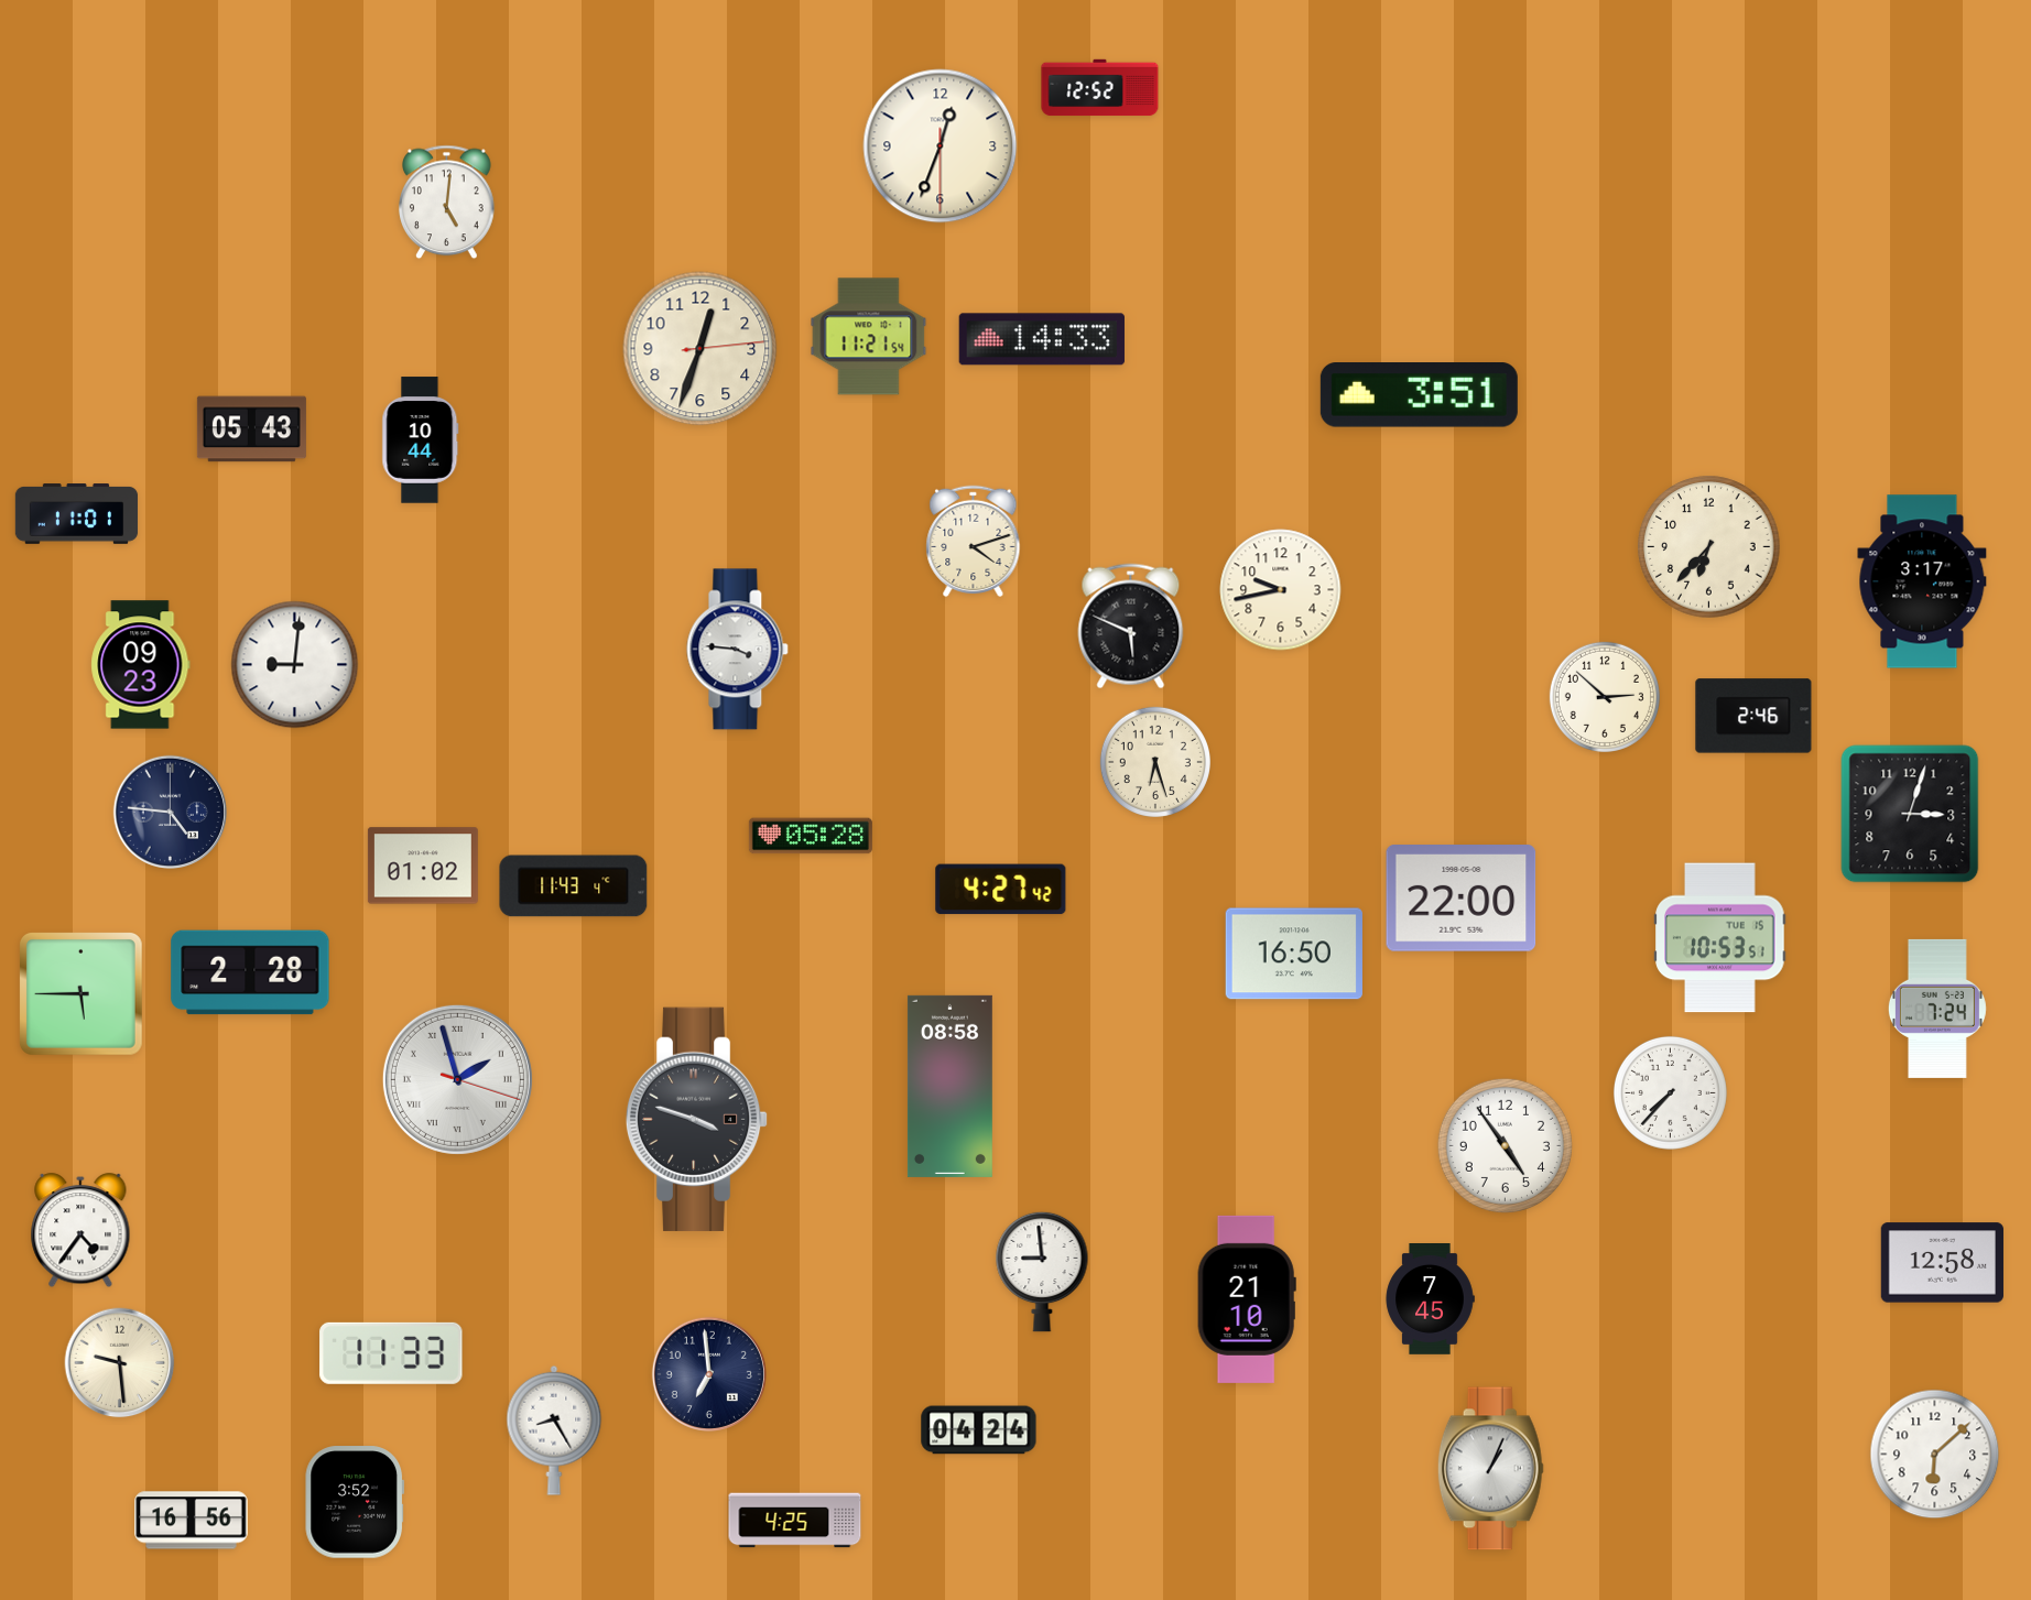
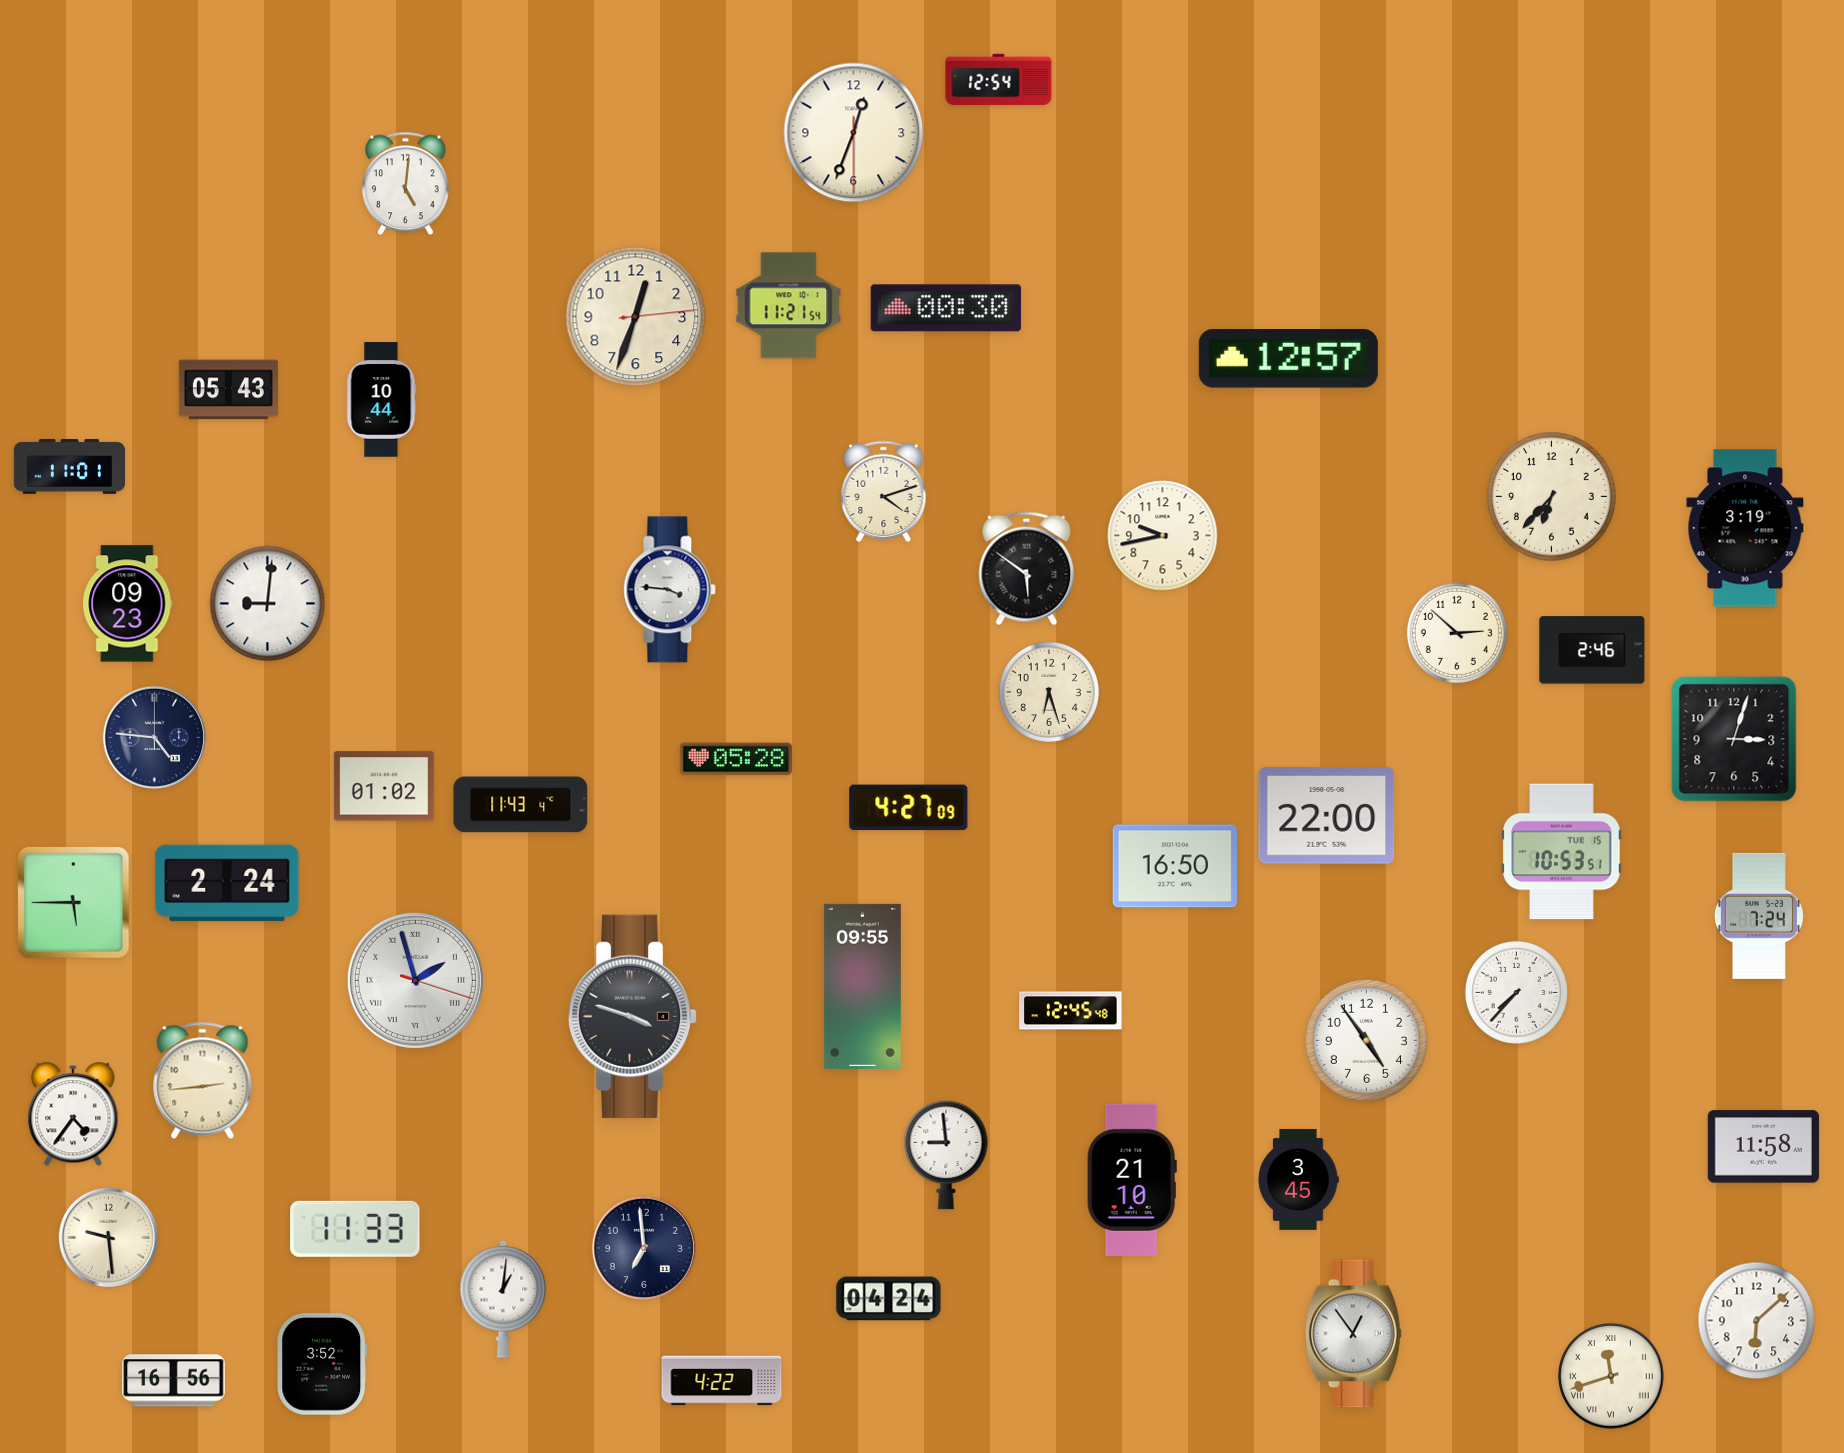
clock at (1100, 88): 12:52 -> 12:54
clock at (1041, 339): 14:33 -> 00:30
clock at (1419, 395): 3:51 -> 12:57
clock at (1922, 581): 3:17 -> 3:19
clock at (1131, 627): 5:49 -> 5:51
clock at (1001, 890): 4:27:42 -> 4:27:09
clock at (250, 972): 2:28 -> 2:24
clock at (949, 1086): 08:58 -> 09:55
clock at (1071, 1011): none -> 12:45
clock at (203, 1080): none -> 2:44
clock at (80, 1231) position: (80, 1231) -> (73, 1115)
clock at (1942, 1263): 12:58 -> 11:58
clock at (1430, 1299): 7:45 -> 3:45
clock at (554, 1430): 8:25 -> 1:01
clock at (1490, 1469): 1:04 -> 12:54
clock at (1611, 1376): none -> 11:42
clock at (795, 1521): 4:25 -> 4:22
